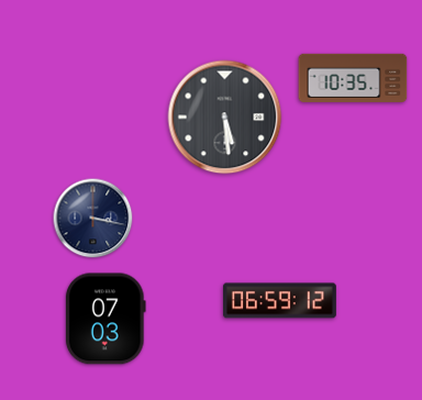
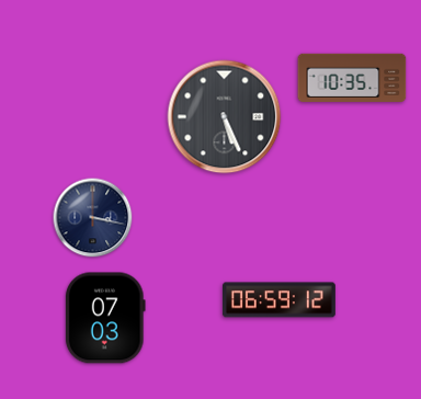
clock at (225, 118): 5:29 -> 5:26
